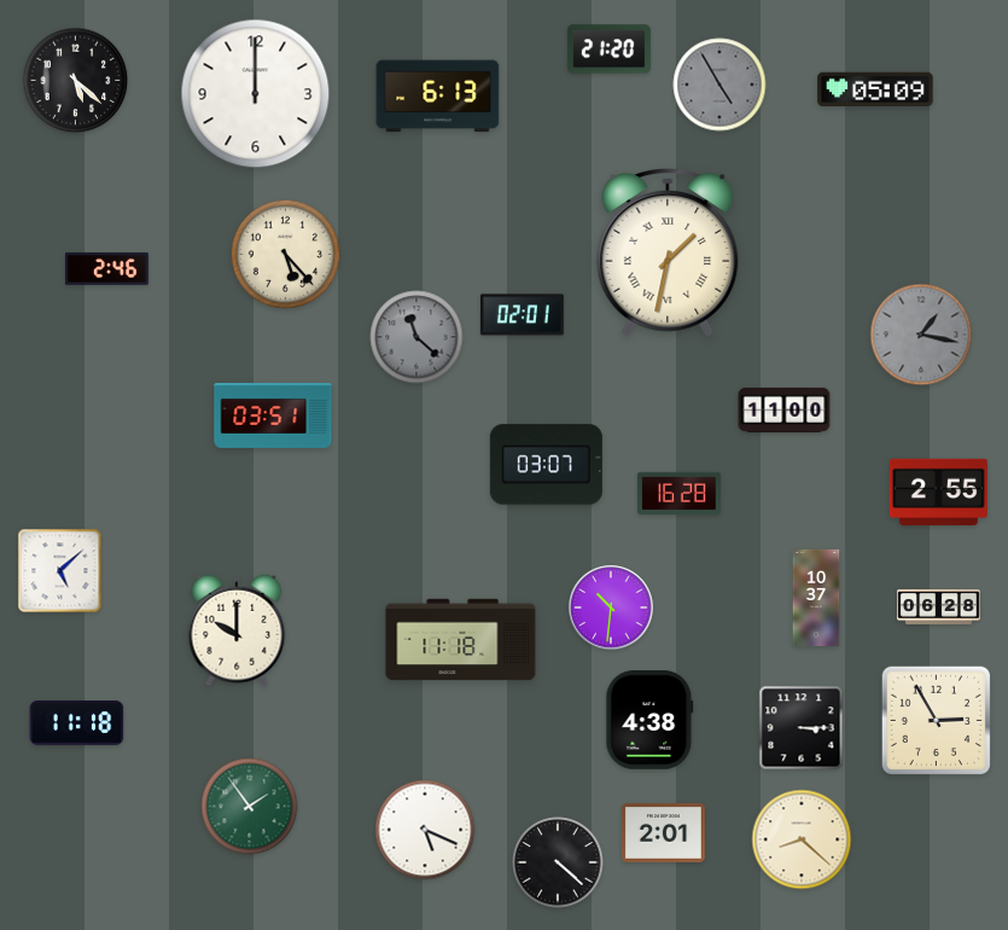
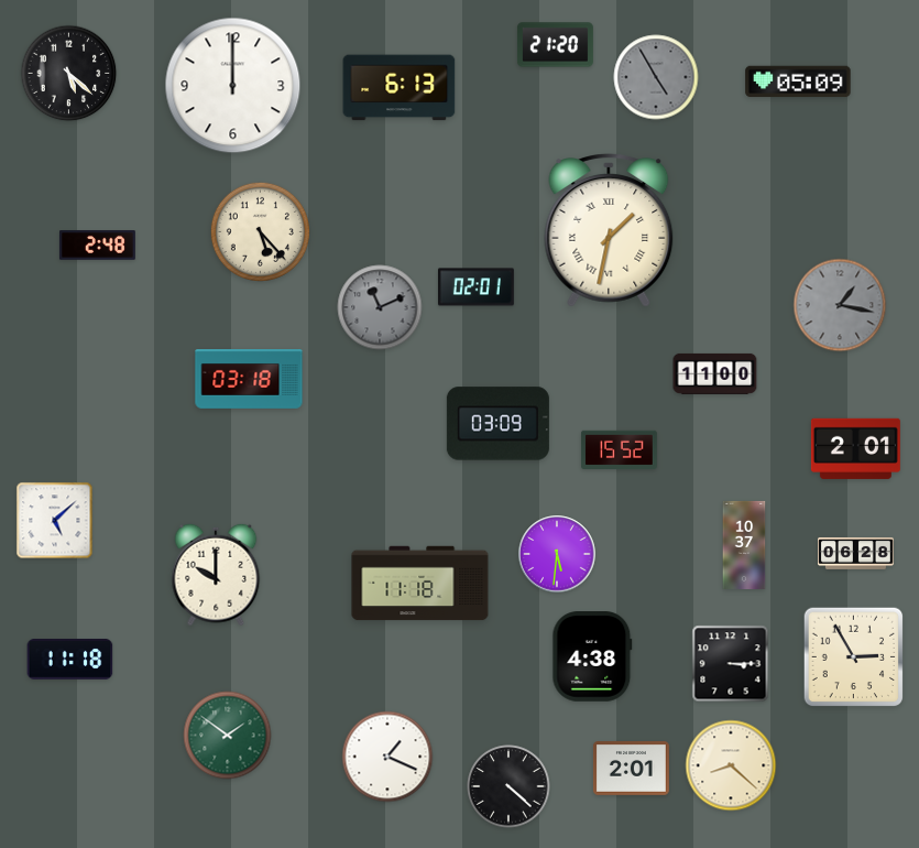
clock at (107, 269): 2:46 -> 2:48
clock at (416, 337): 11:22 -> 11:11
clock at (273, 417): 03:51 -> 03:18
clock at (546, 465): 03:07 -> 03:09
clock at (938, 492): 2:55 -> 2:01
clock at (678, 493): 16:28 -> 15:52
clock at (611, 608): 10:31 -> 5:31
clock at (250, 807): 1:54 -> 1:51
clock at (425, 830): 5:19 -> 1:19
clock at (663, 833) position: (663, 833) -> (631, 769)
